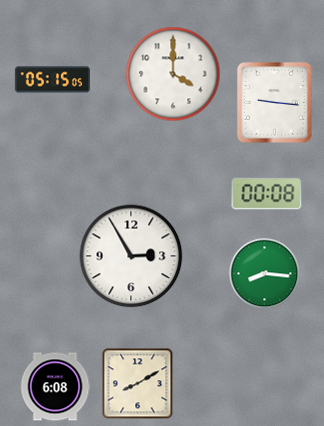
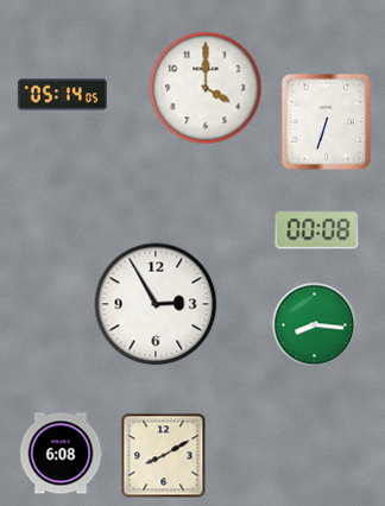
clock at (52, 80): 05:15 -> 05:14
clock at (274, 102): 9:16 -> 6:33
clock at (55, 387) position: (55, 387) -> (61, 454)
